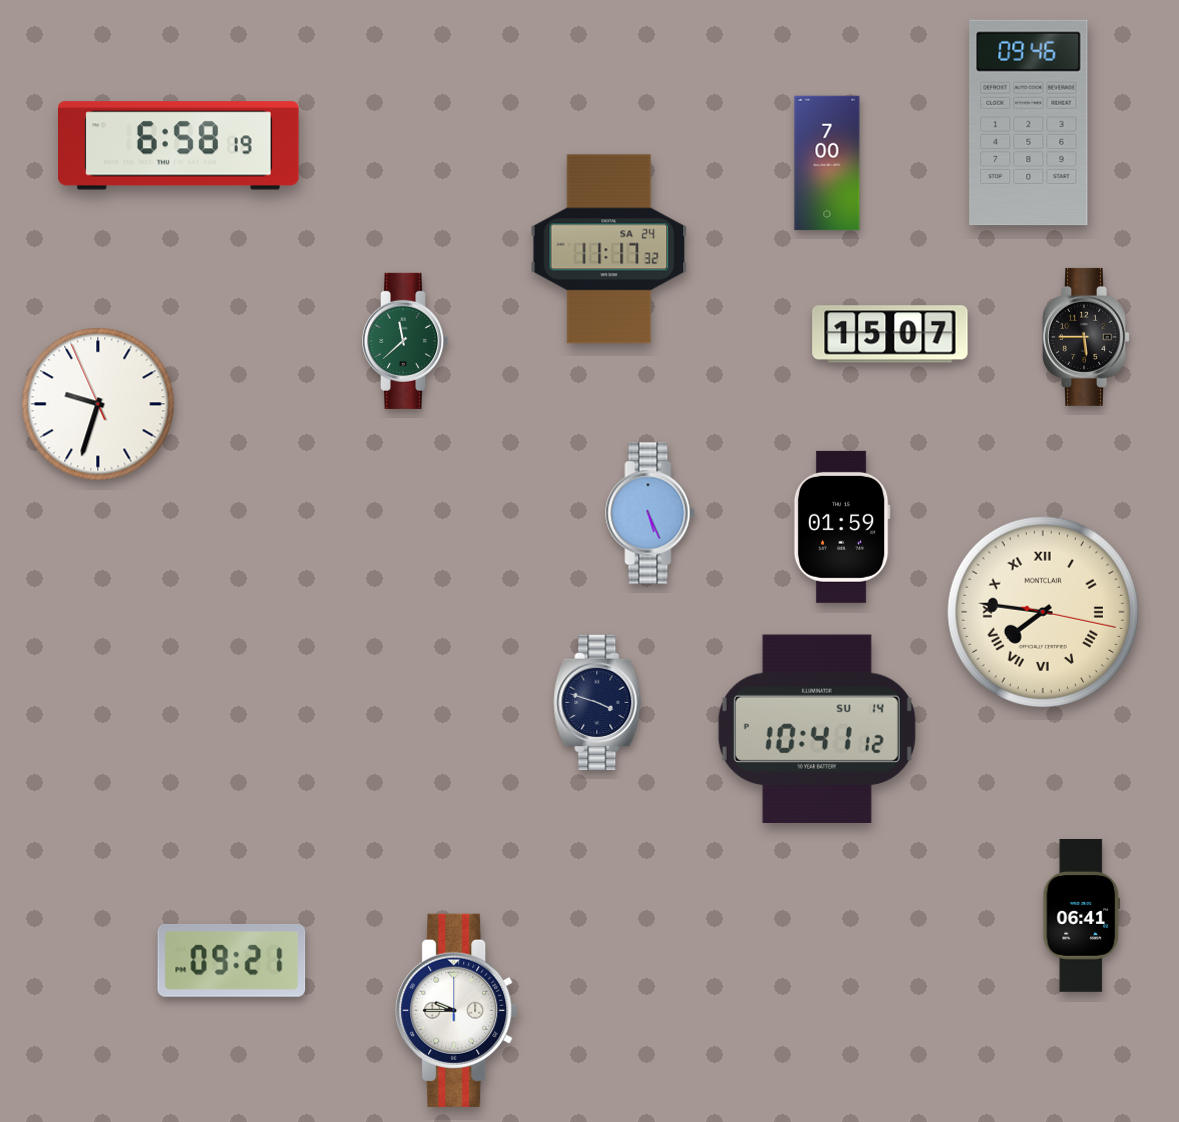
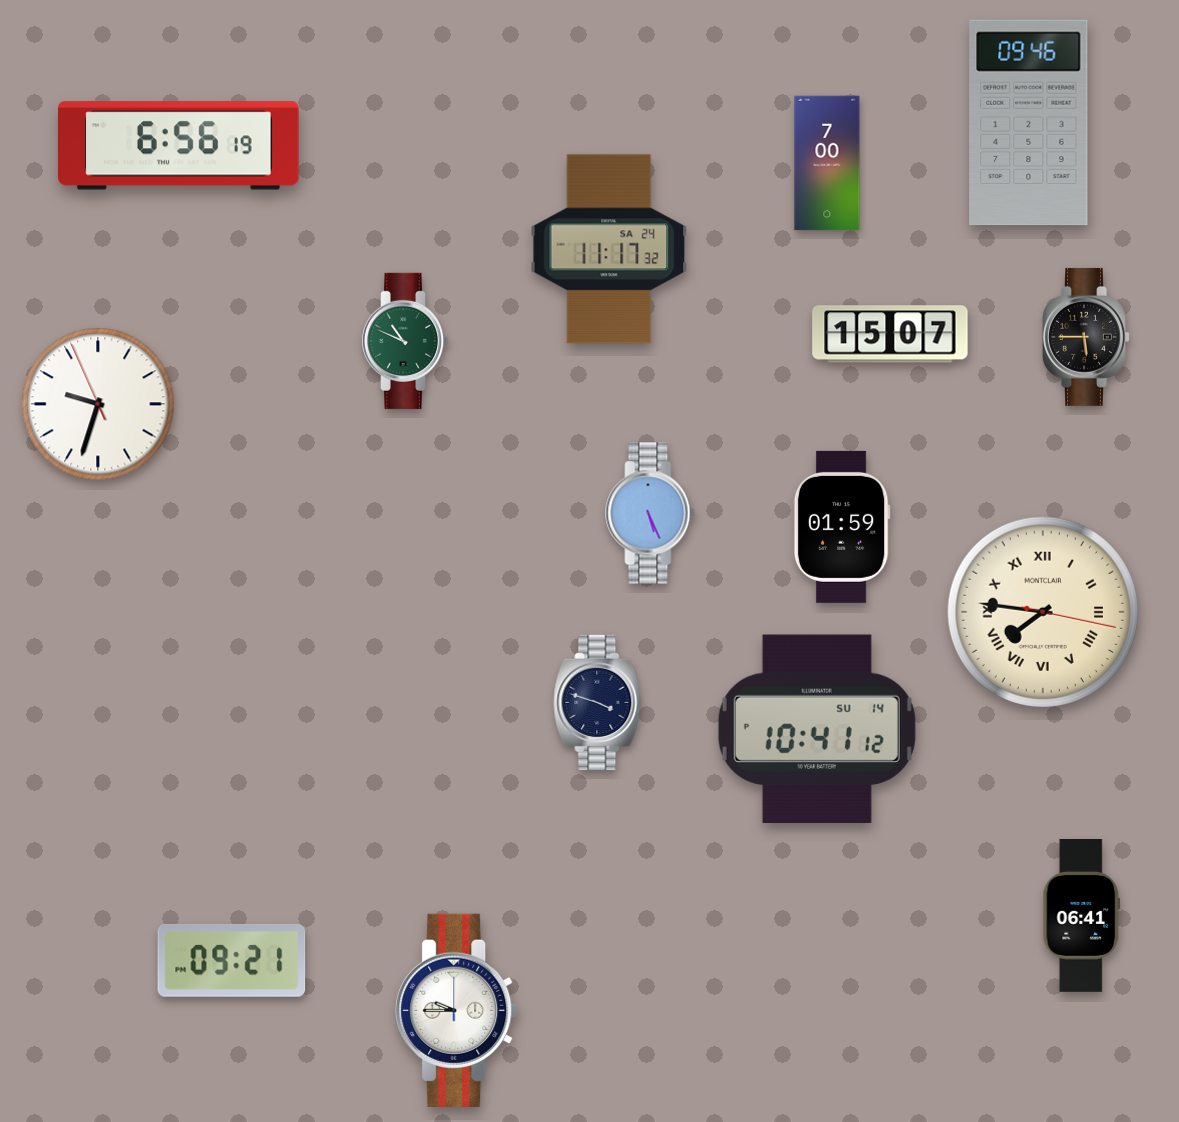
clock at (179, 146): 6:58 -> 6:56
clock at (405, 341): 11:38 -> 10:49
